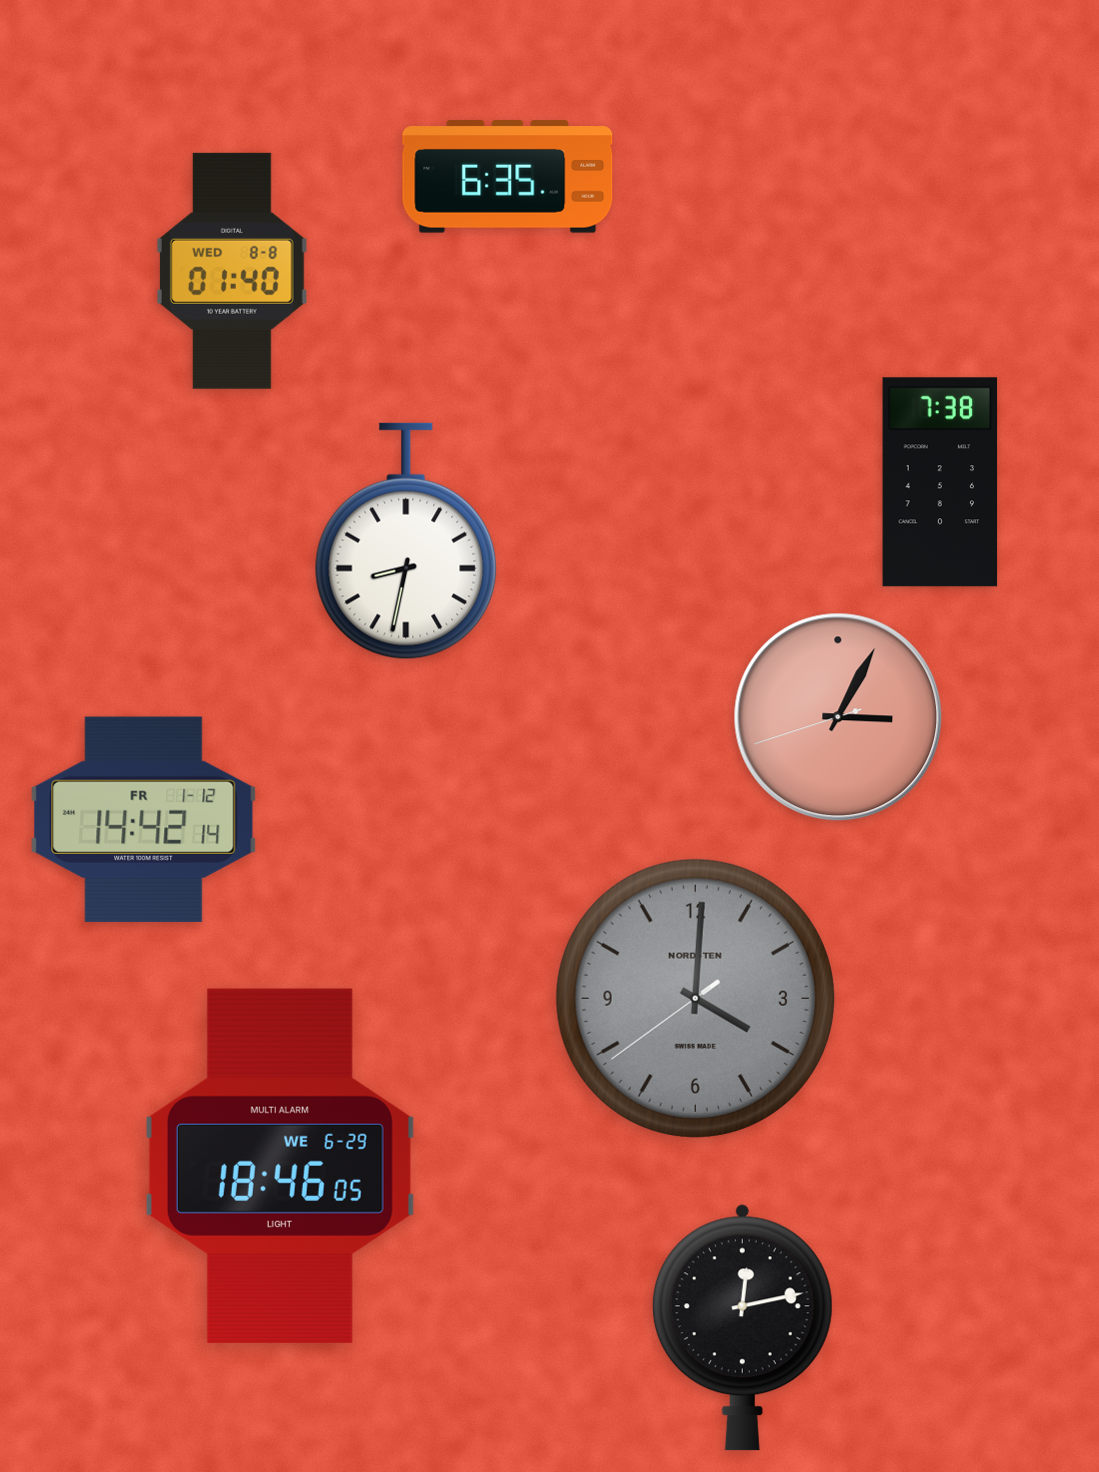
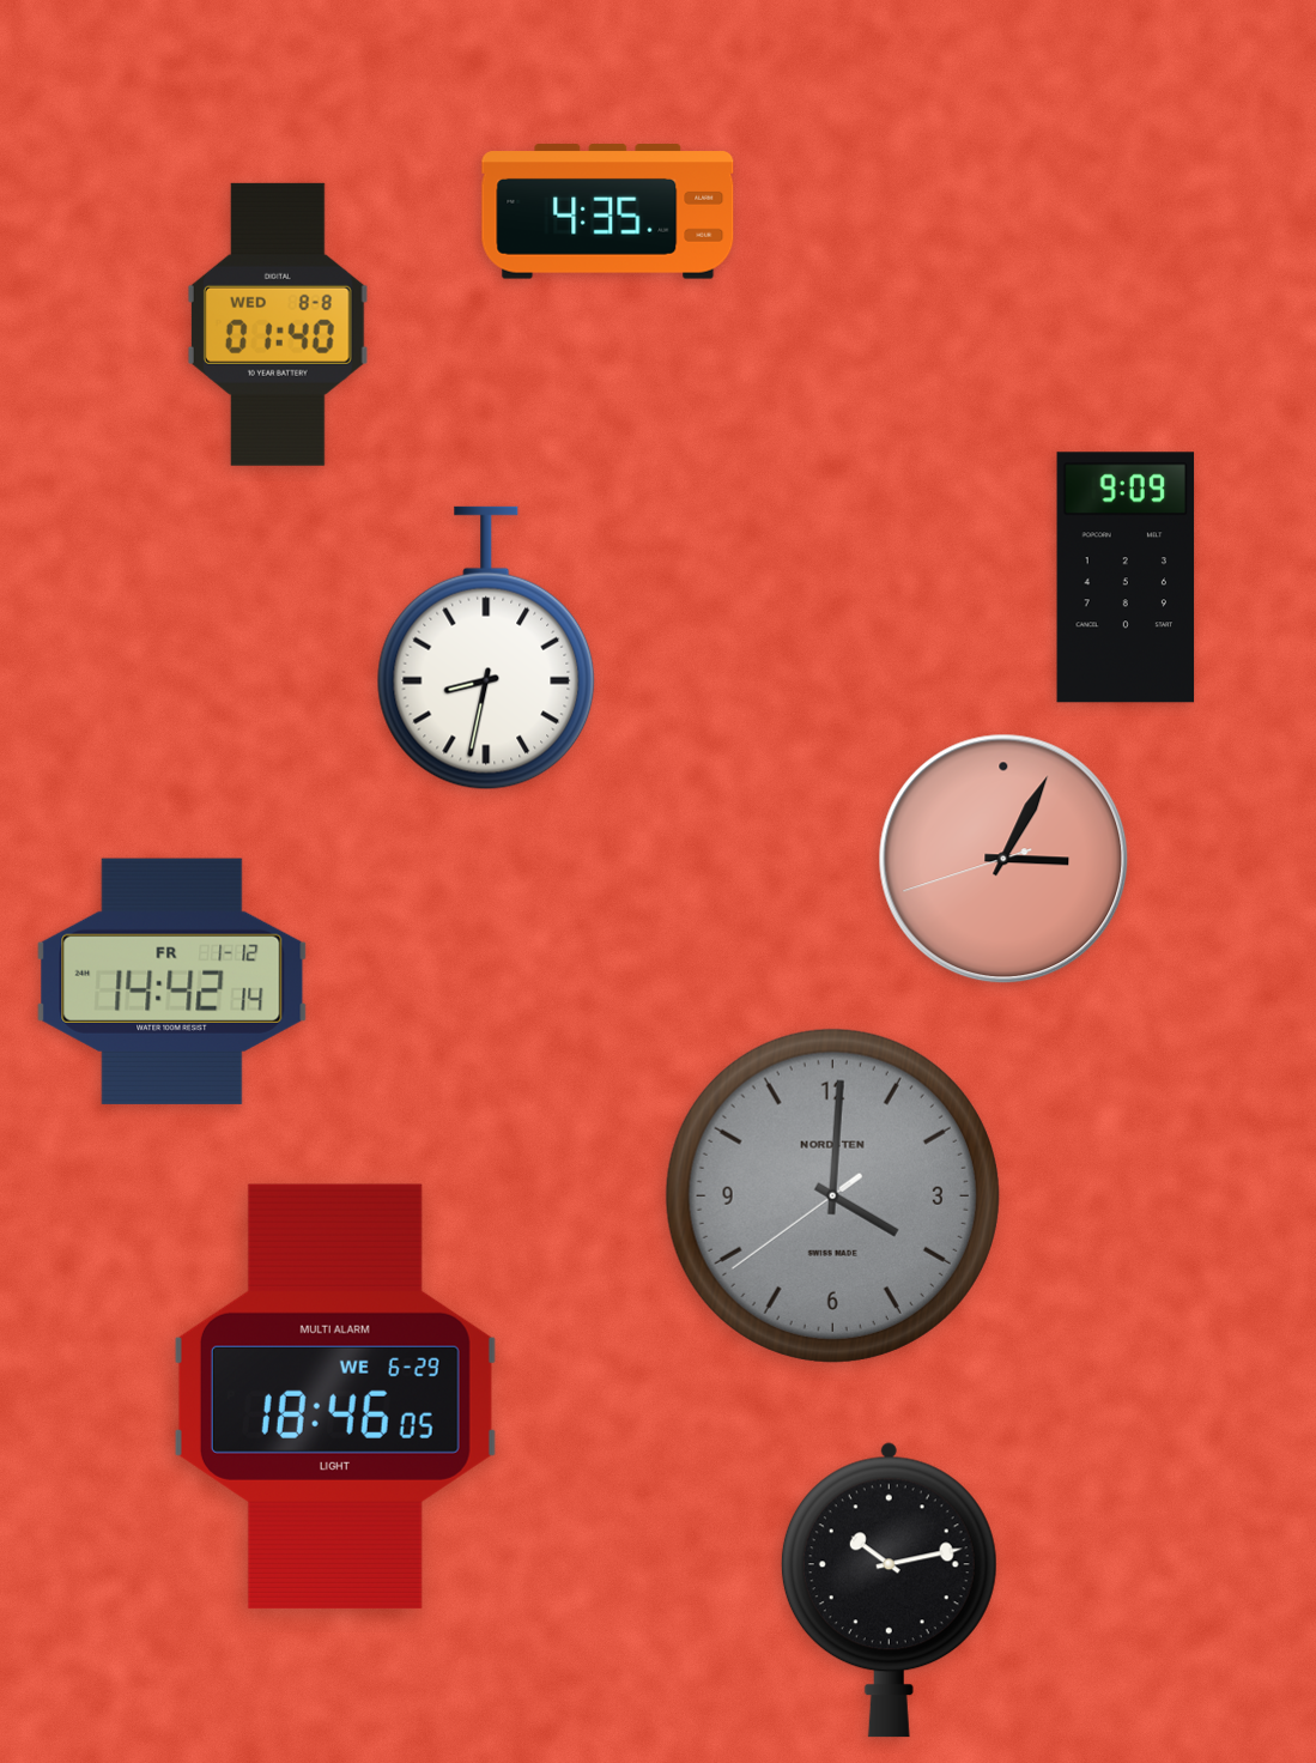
clock at (508, 177): 6:35 -> 4:35
clock at (940, 482): 7:38 -> 9:09
clock at (742, 1327): 12:13 -> 10:13
